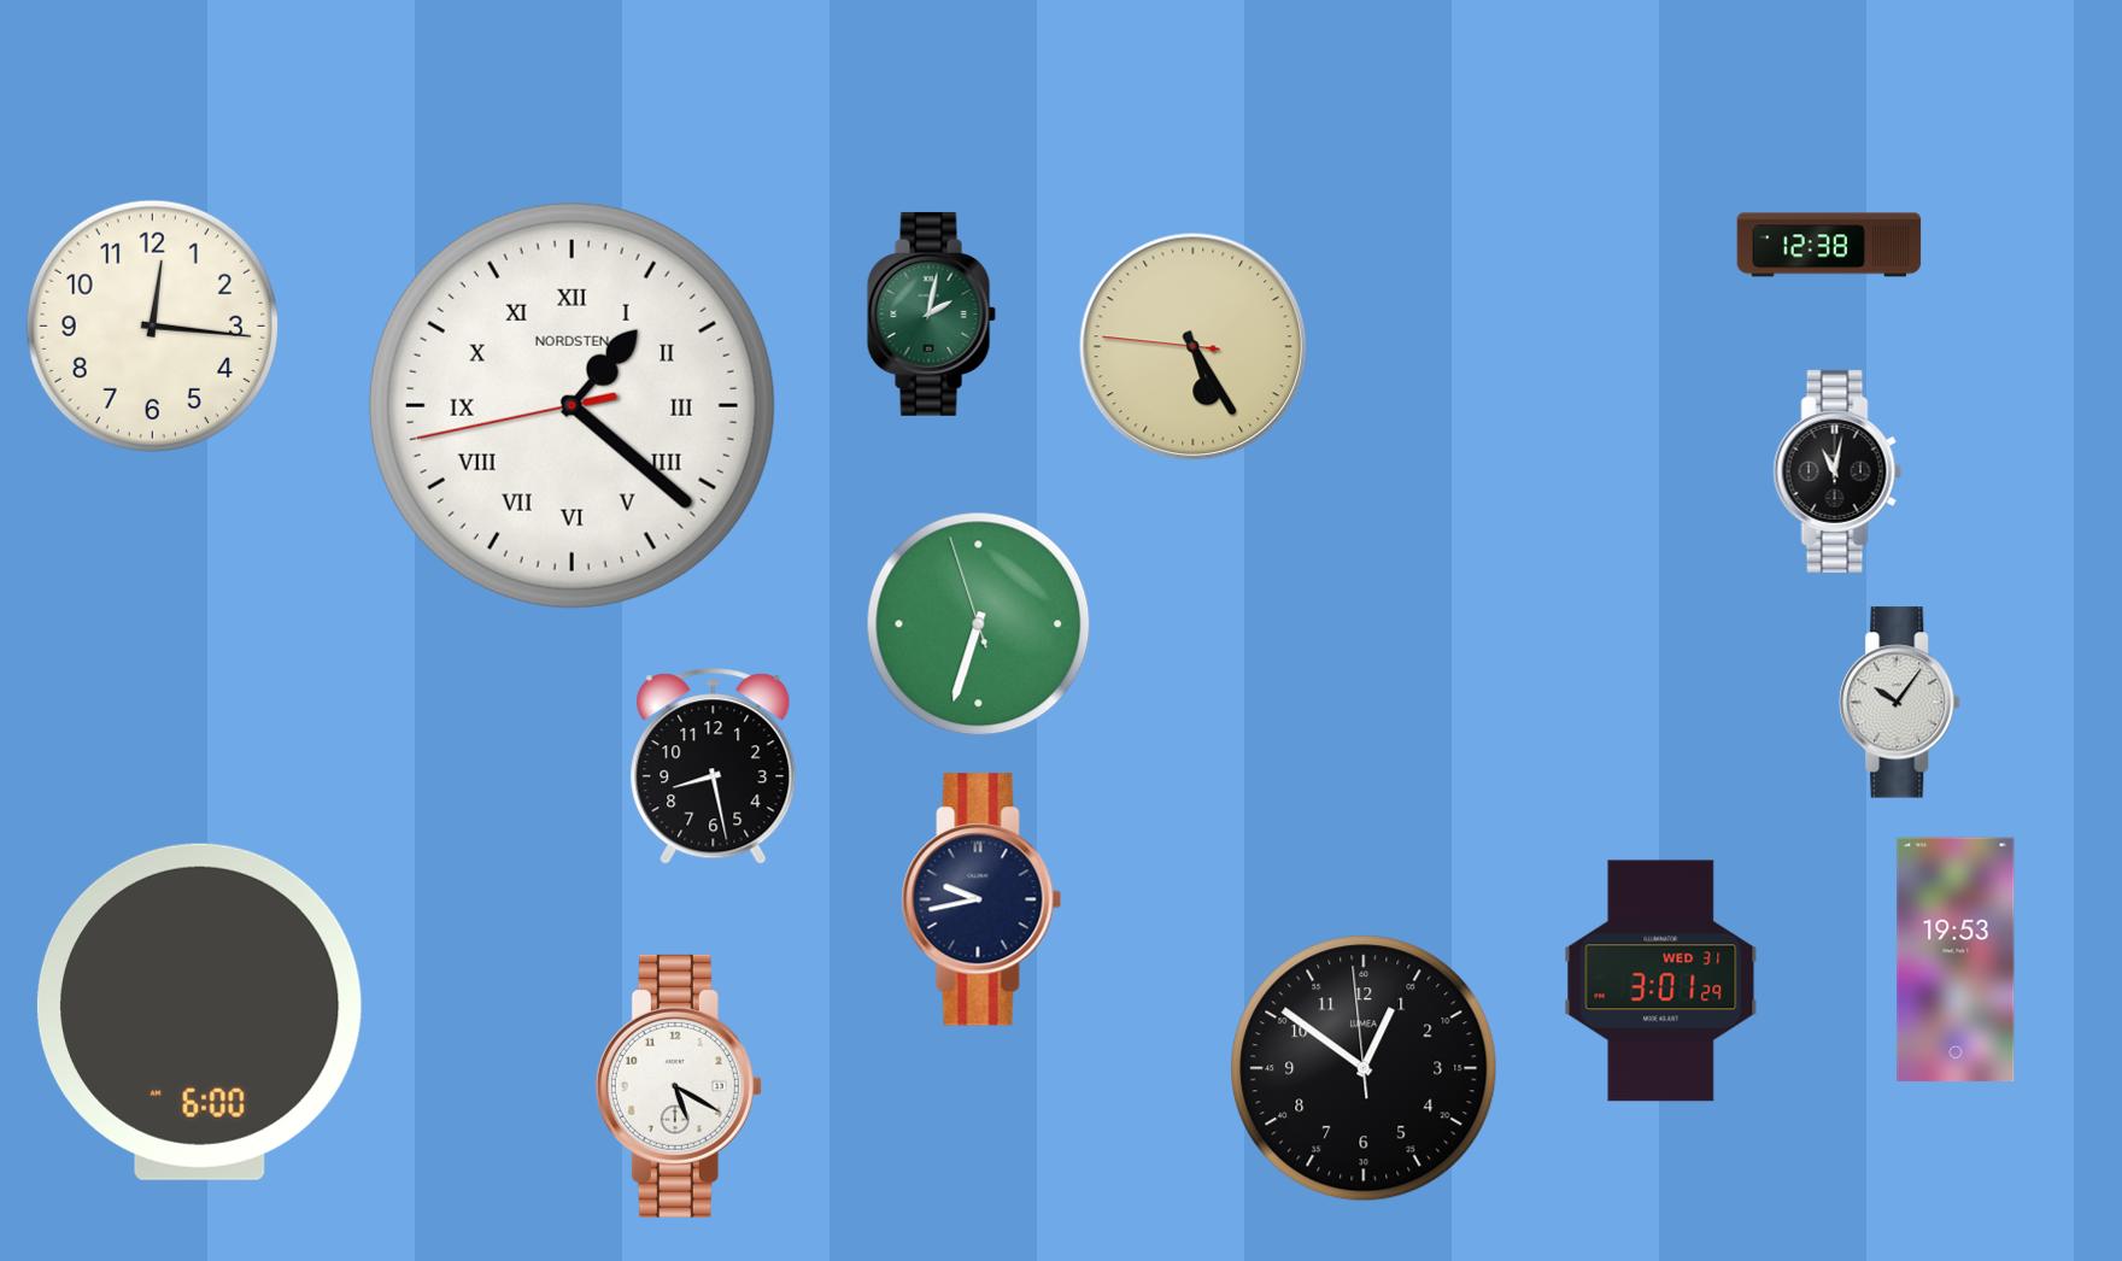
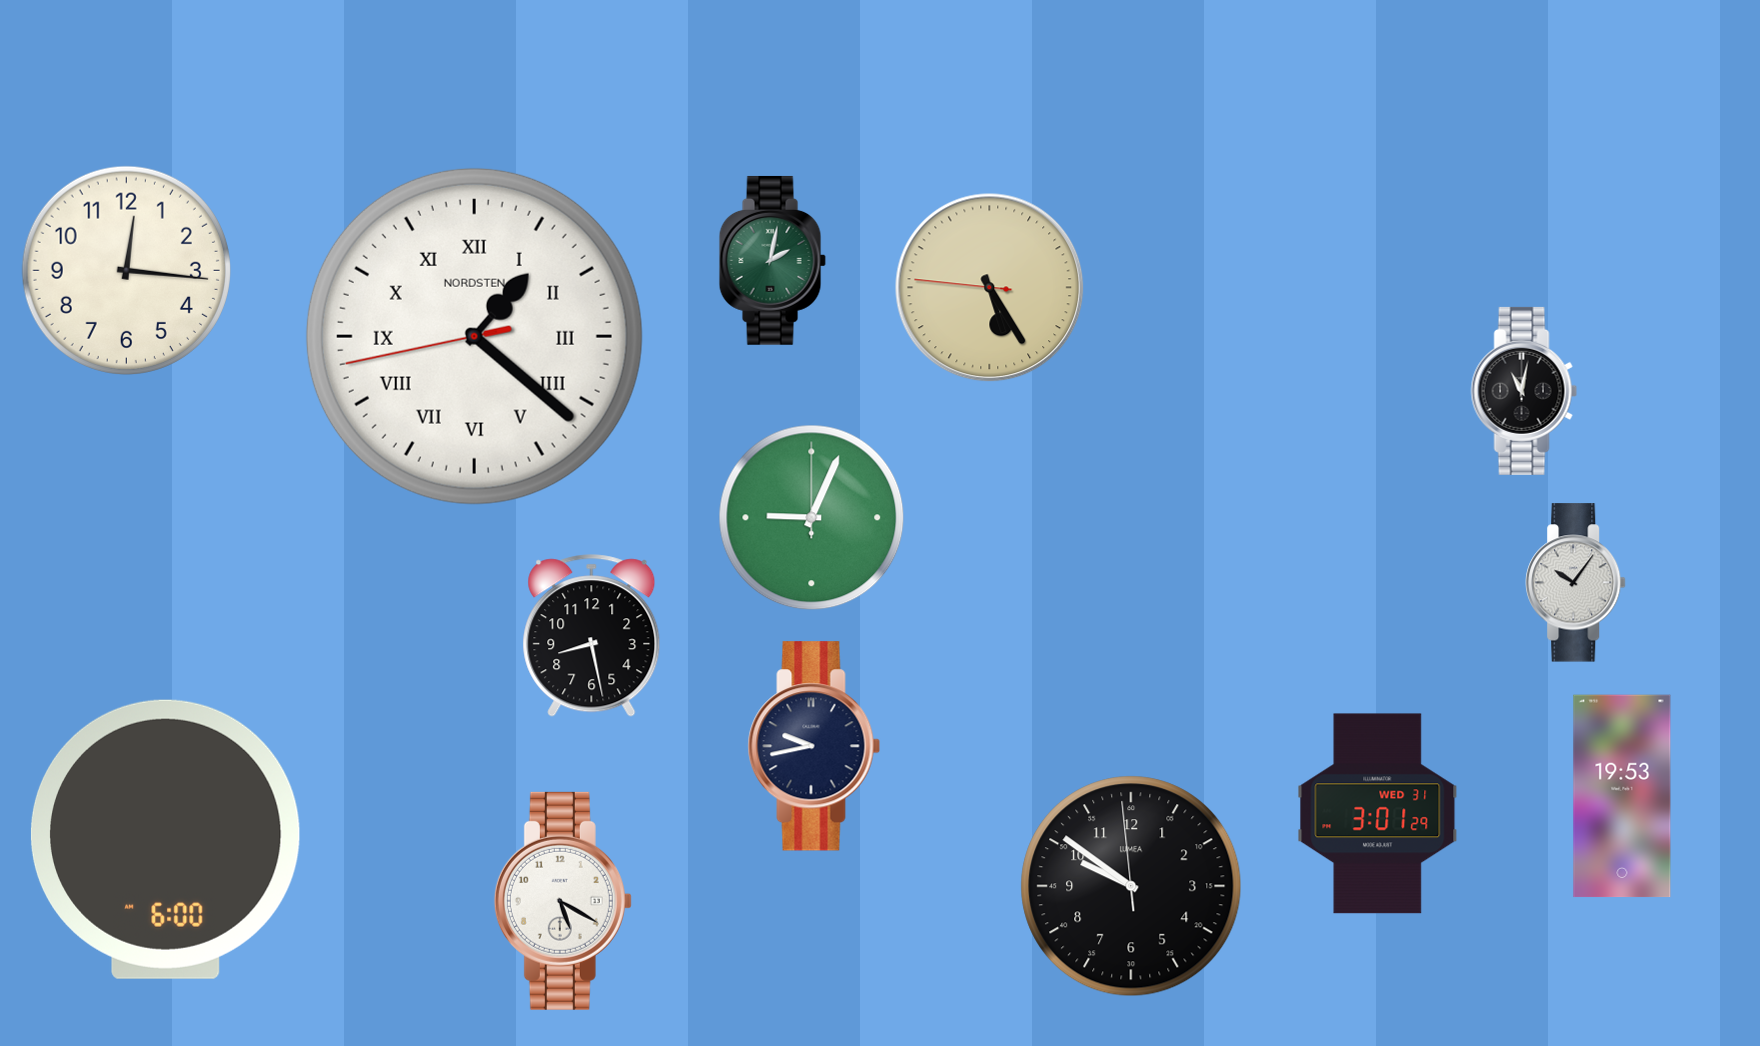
clock at (1829, 245): 12:38 -> none
clock at (979, 624): 6:32 -> 9:04
clock at (1364, 1068): 12:50 -> 9:50
